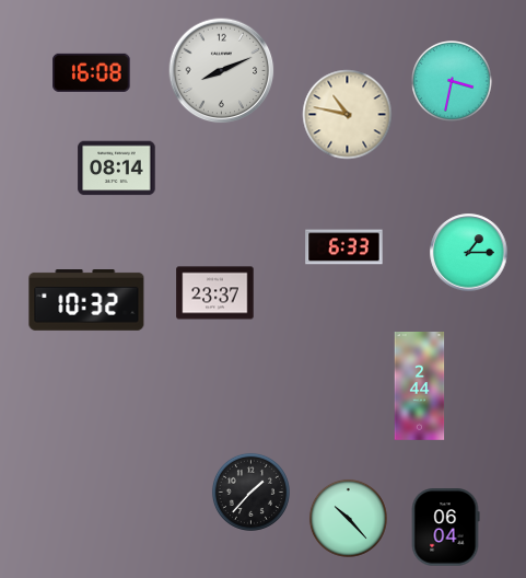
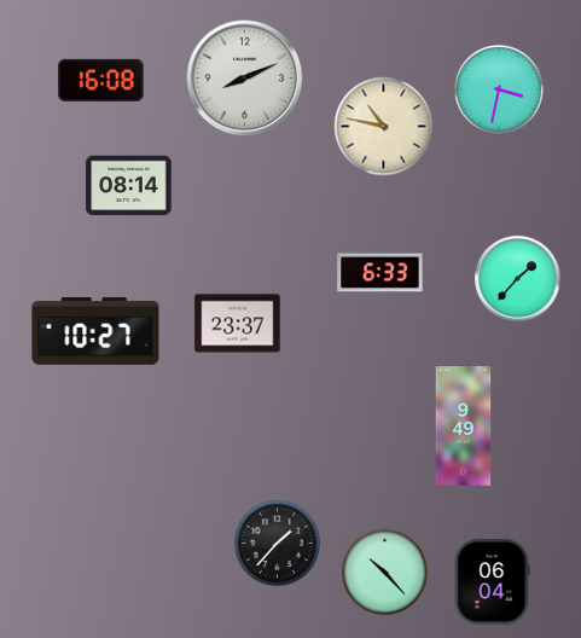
clock at (469, 253): 1:15 -> 1:37
clock at (86, 301): 10:32 -> 10:27
clock at (420, 386): 2:44 -> 9:49
